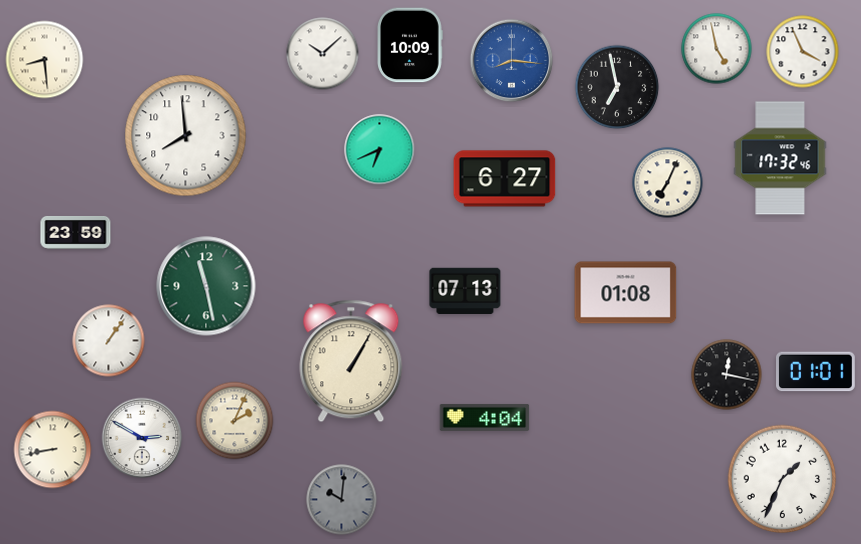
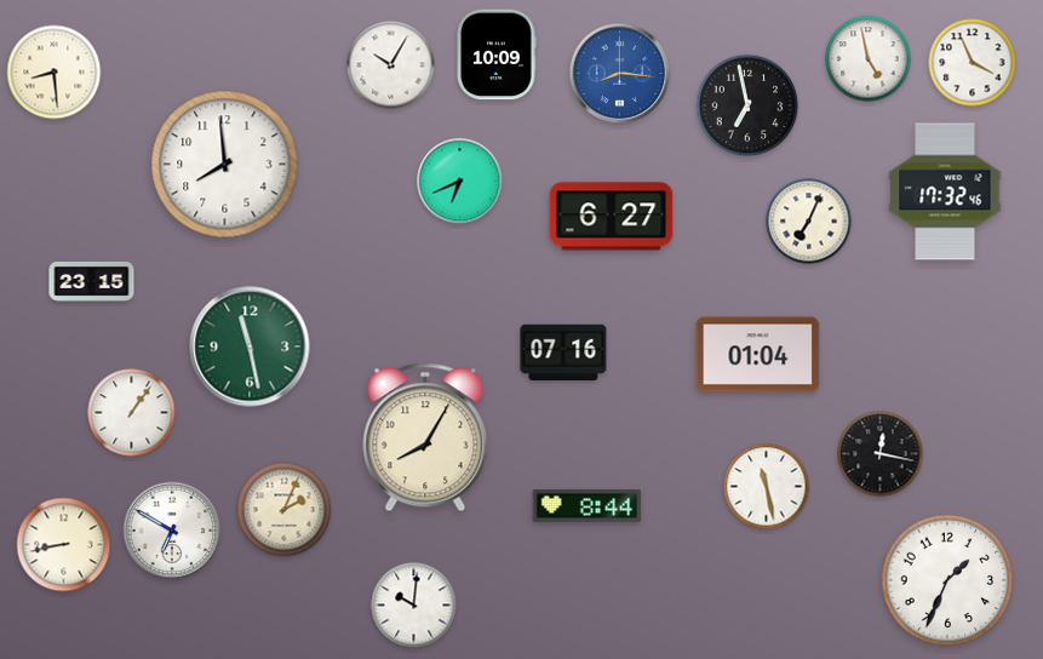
clock at (323, 54): 10:08 -> 10:05
clock at (76, 232): 23:59 -> 23:15
clock at (465, 291): 07:13 -> 07:16
clock at (626, 293): 01:08 -> 01:04
clock at (351, 361): 1:05 -> 8:05
clock at (816, 372): 01:01 -> none
clock at (767, 487): none -> 11:28
clock at (485, 417): 4:04 -> 8:44
clock at (142, 438): 2:50 -> 6:50
clock at (342, 500) dial: grey -> white
